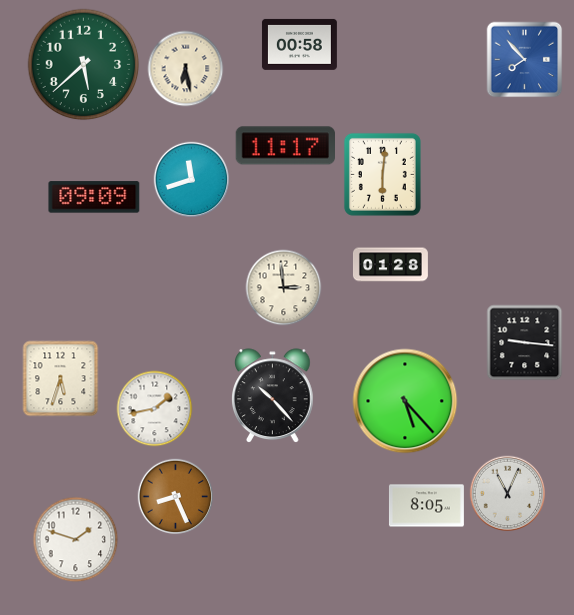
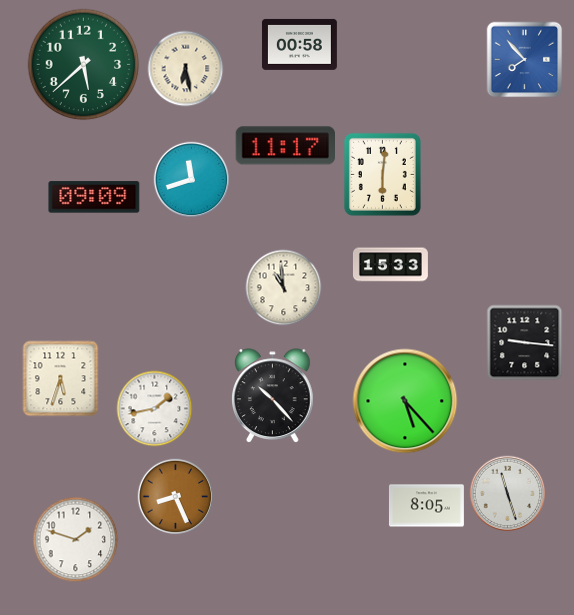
clock at (390, 265): 01:28 -> 15:33
clock at (284, 288): 2:59 -> 10:59
clock at (508, 494): 11:04 -> 11:27
